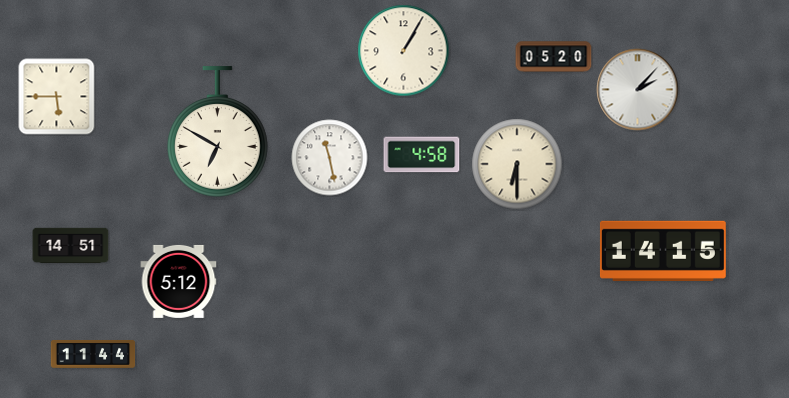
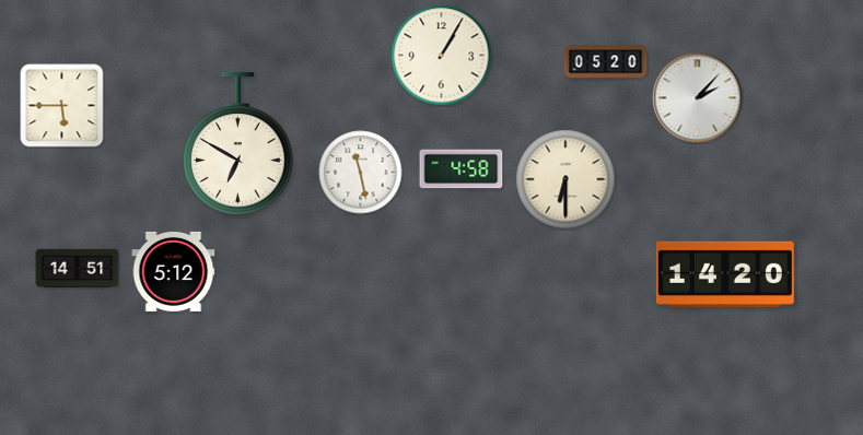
clock at (663, 251): 14:15 -> 14:20
clock at (179, 281) position: (179, 281) -> (174, 271)
clock at (93, 354): 11:44 -> none
